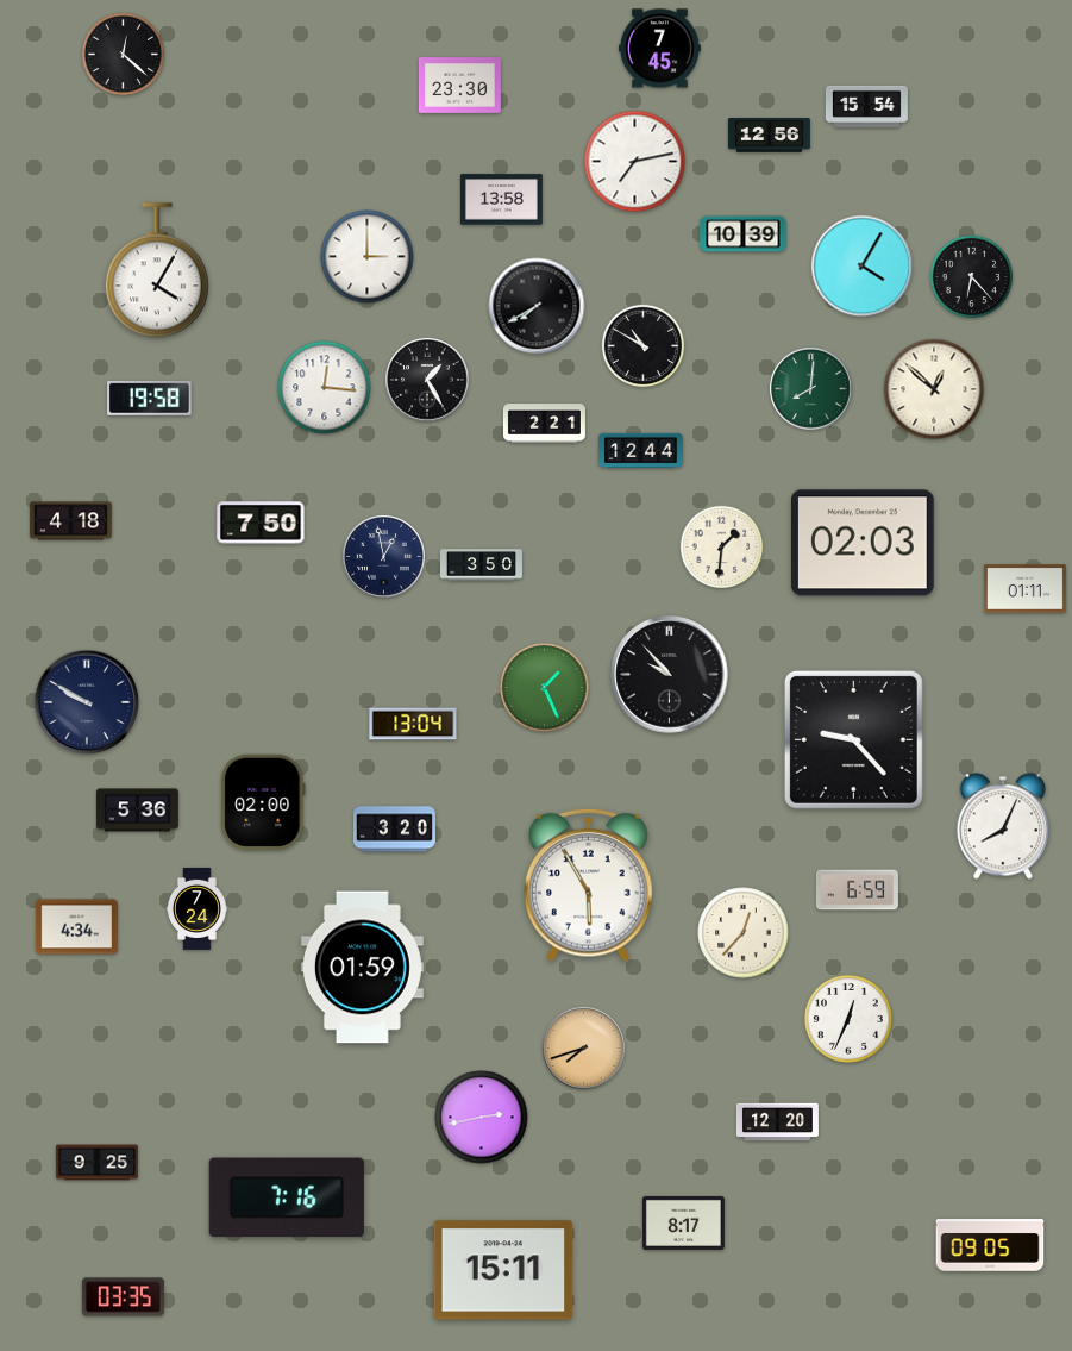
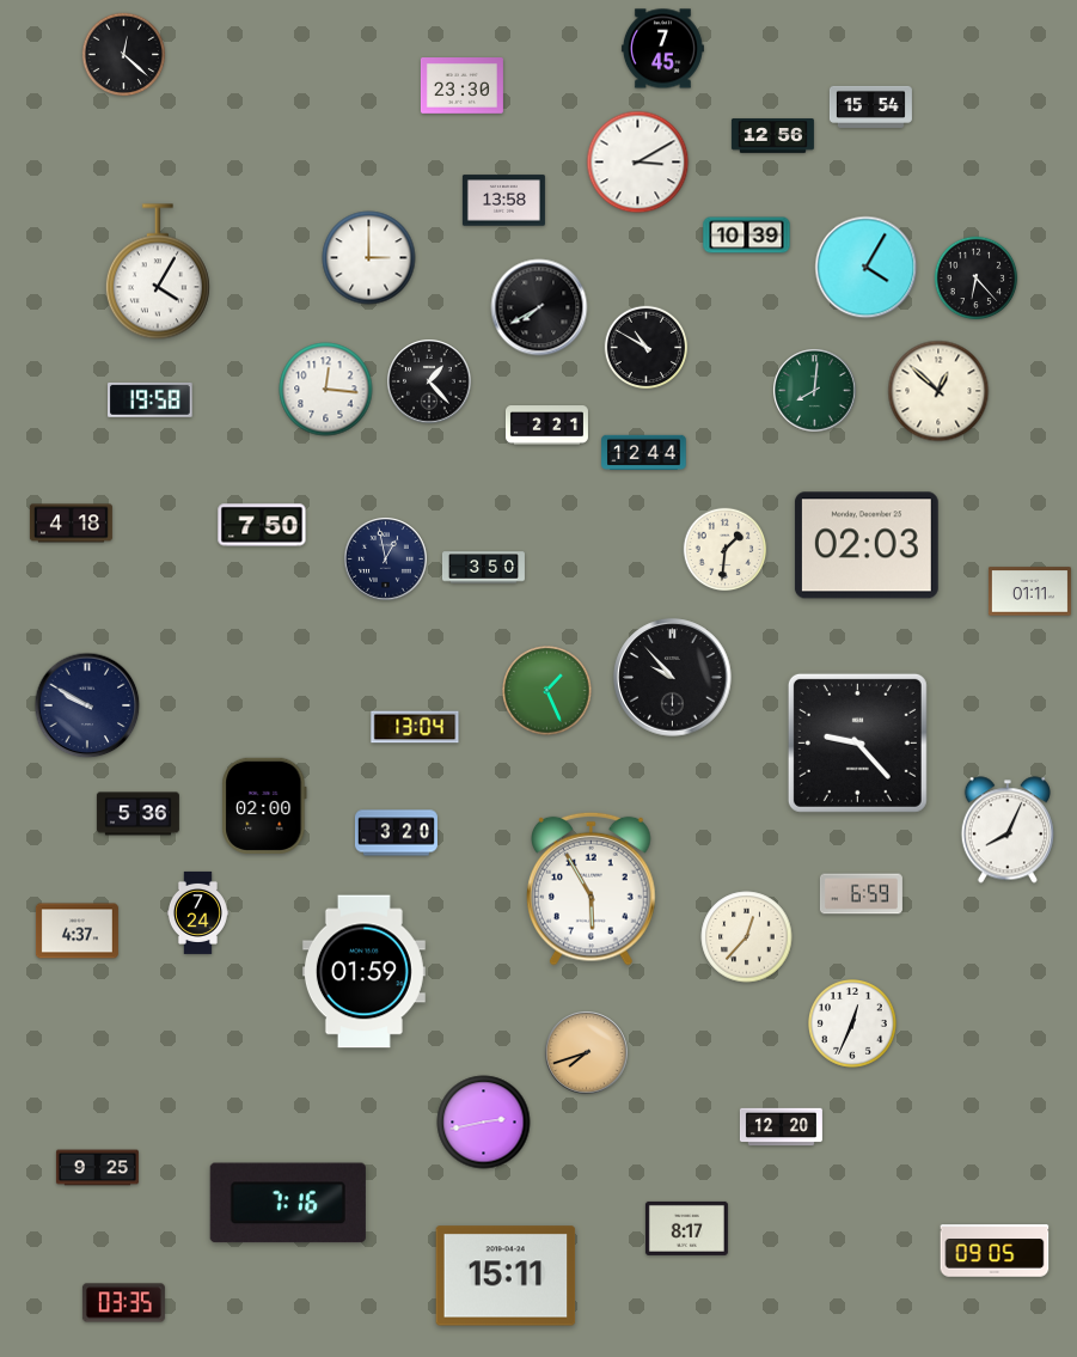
clock at (635, 162): 7:13 -> 3:10
clock at (427, 380): 1:25 -> 1:23
clock at (76, 927): 4:34 -> 4:37
